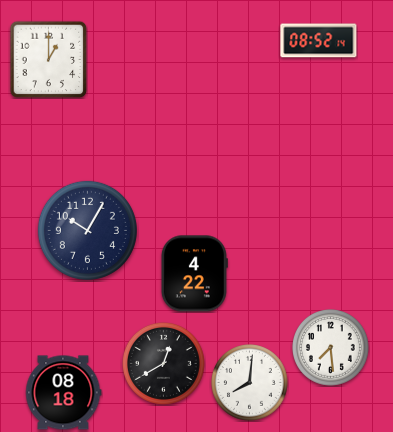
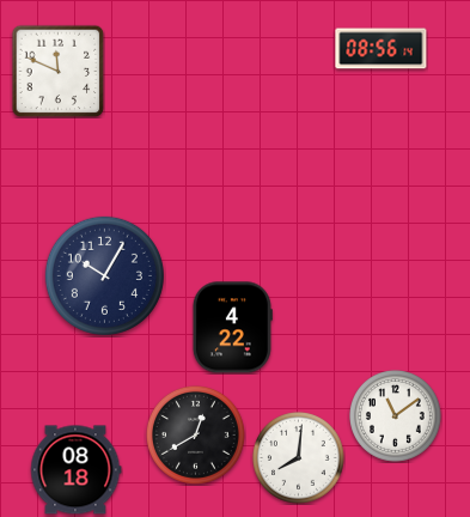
clock at (319, 41): 08:52 -> 08:56
clock at (48, 59): 1:00 -> 11:49
clock at (331, 348): 7:29 -> 11:09
